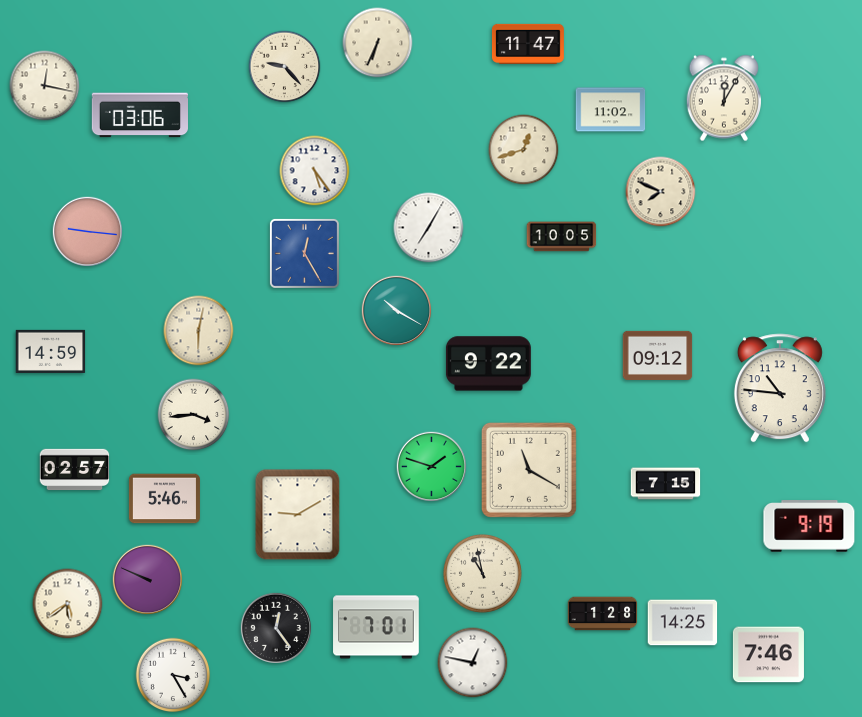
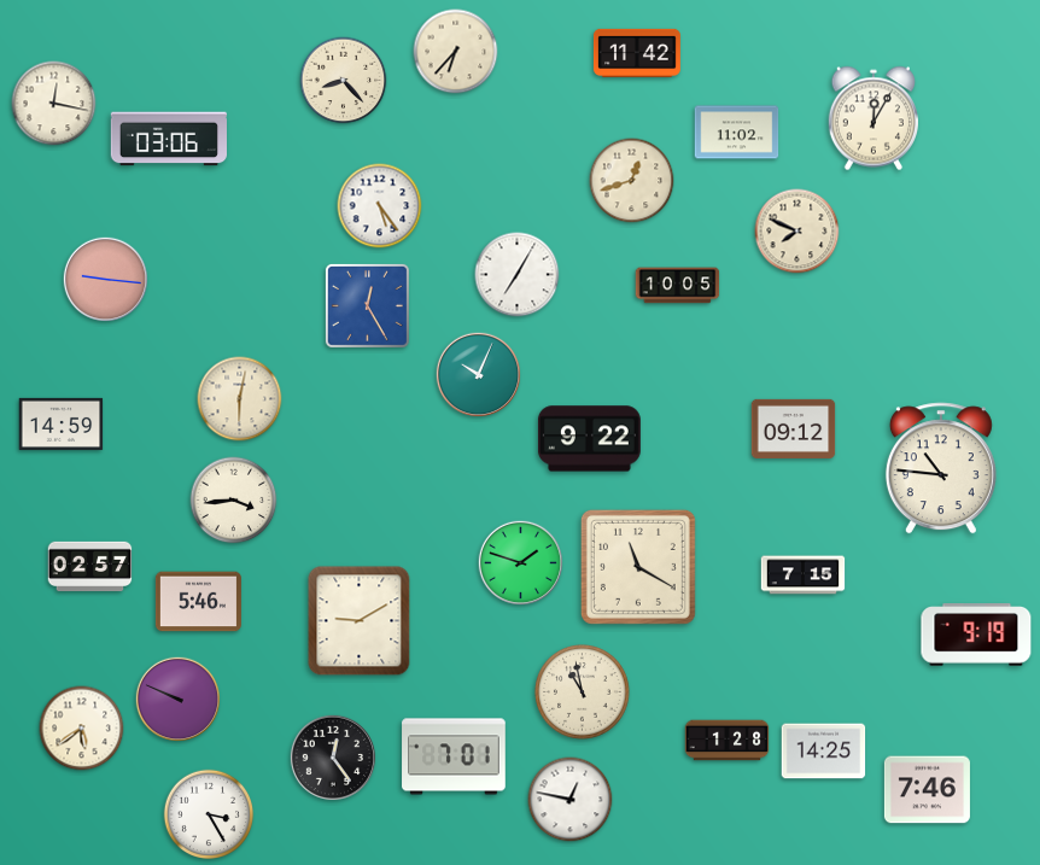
clock at (378, 43): 6:34 -> 6:37
clock at (528, 44): 11:47 -> 11:42
clock at (285, 67): 9:23 -> 8:23
clock at (396, 310): 10:20 -> 10:04
clock at (666, 484) position: (666, 484) -> (804, 575)
